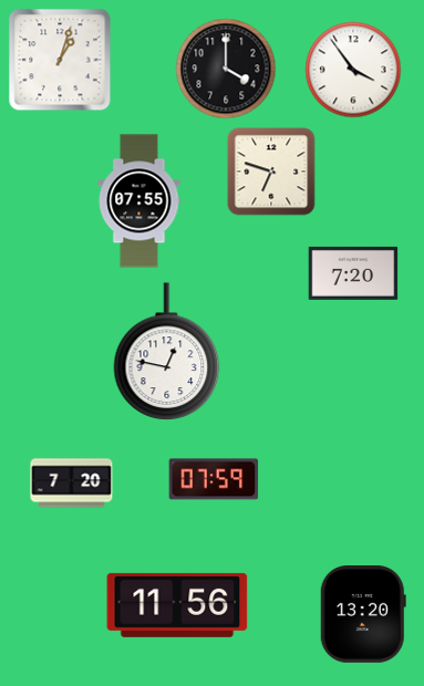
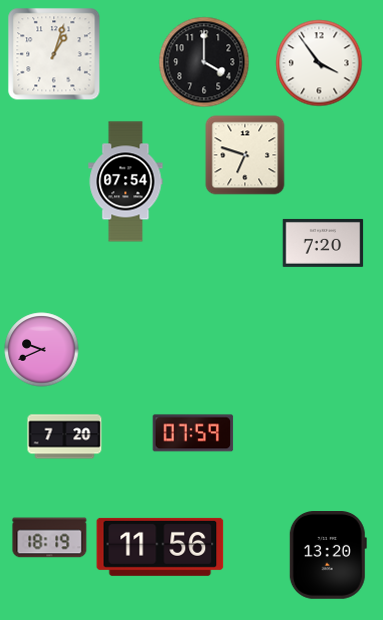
clock at (139, 201): 07:55 -> 07:54
clock at (353, 273) position: (353, 273) -> (323, 243)
clock at (167, 351): 12:47 -> none
clock at (42, 350): none -> 9:41
clock at (50, 538): none -> 18:19
